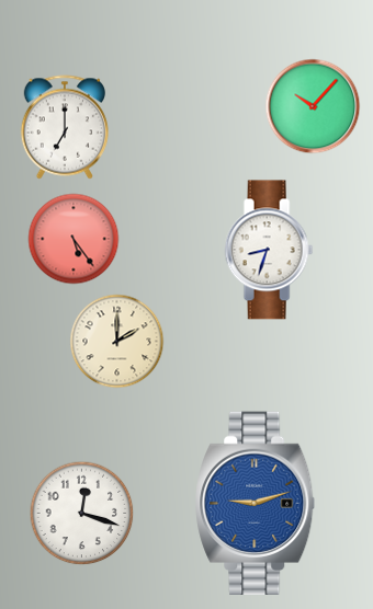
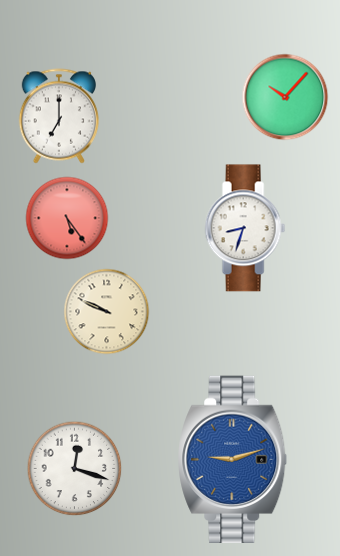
clock at (117, 342): 2:00 -> 9:49
